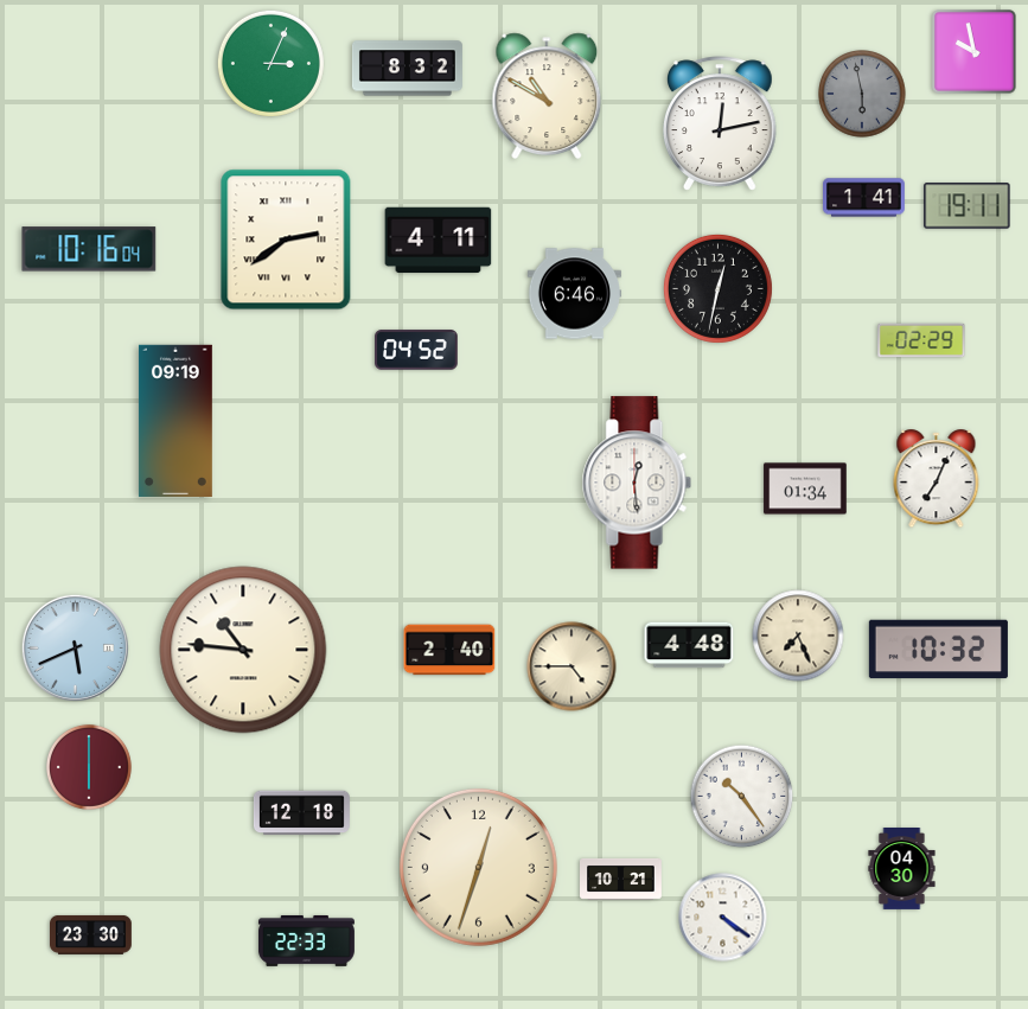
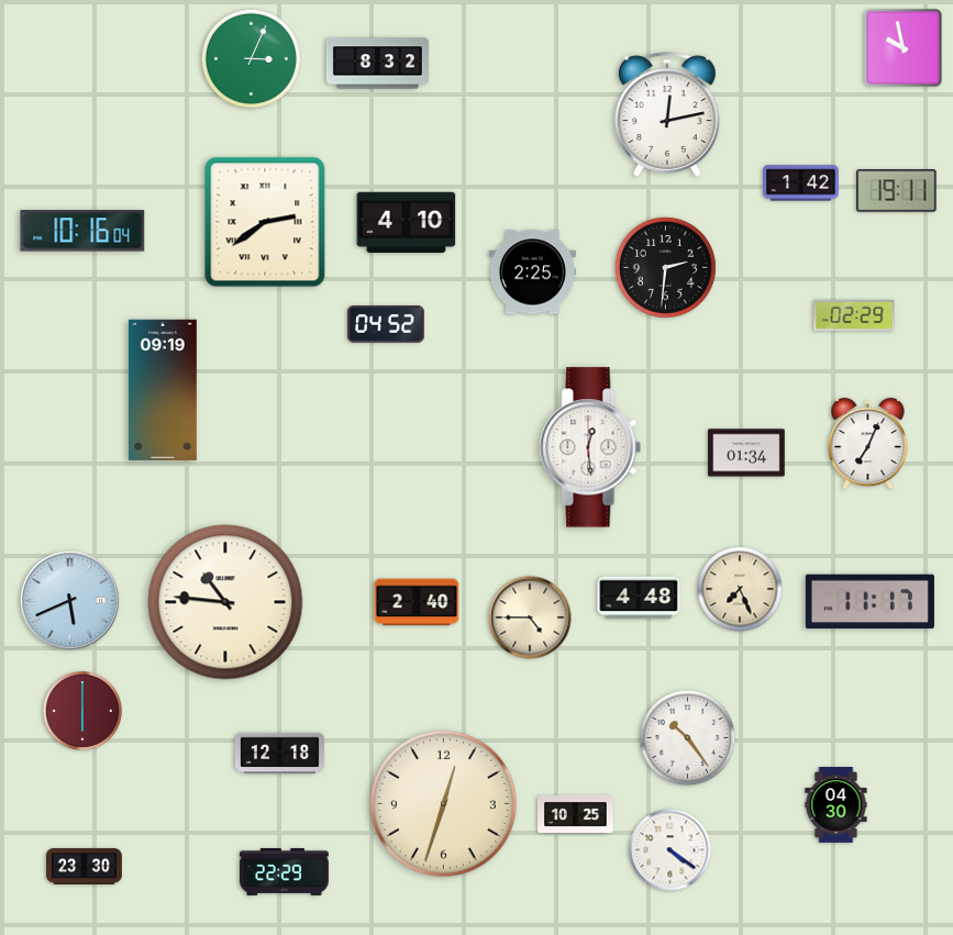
clock at (862, 94): 5:58 -> none
clock at (547, 96): 10:50 -> none
clock at (864, 198): 1:41 -> 1:42
clock at (439, 241): 4:11 -> 4:10
clock at (717, 288): 12:32 -> 2:31
clock at (574, 294): 6:46 -> 2:25
clock at (938, 650): 10:32 -> 11:17
clock at (621, 880): 10:21 -> 10:25
clock at (306, 940): 22:33 -> 22:29
